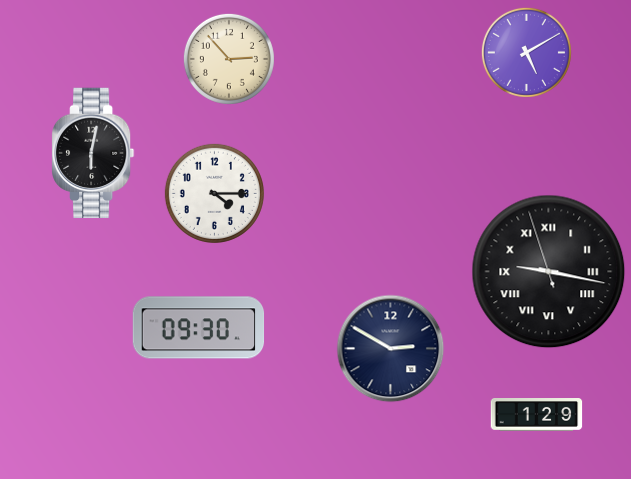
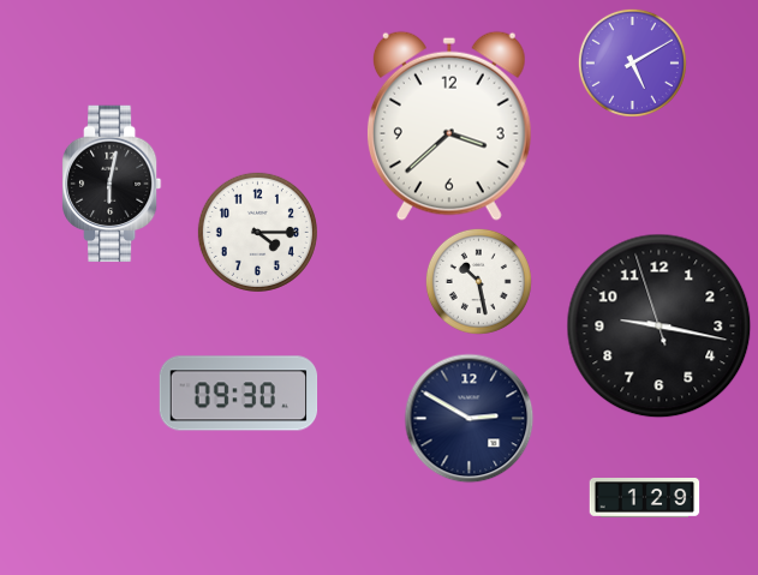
clock at (229, 59): 2:53 -> none
clock at (449, 126): none -> 3:38
clock at (478, 281): none -> 10:28
clock at (549, 272) numerals: Roman -> Arabic
